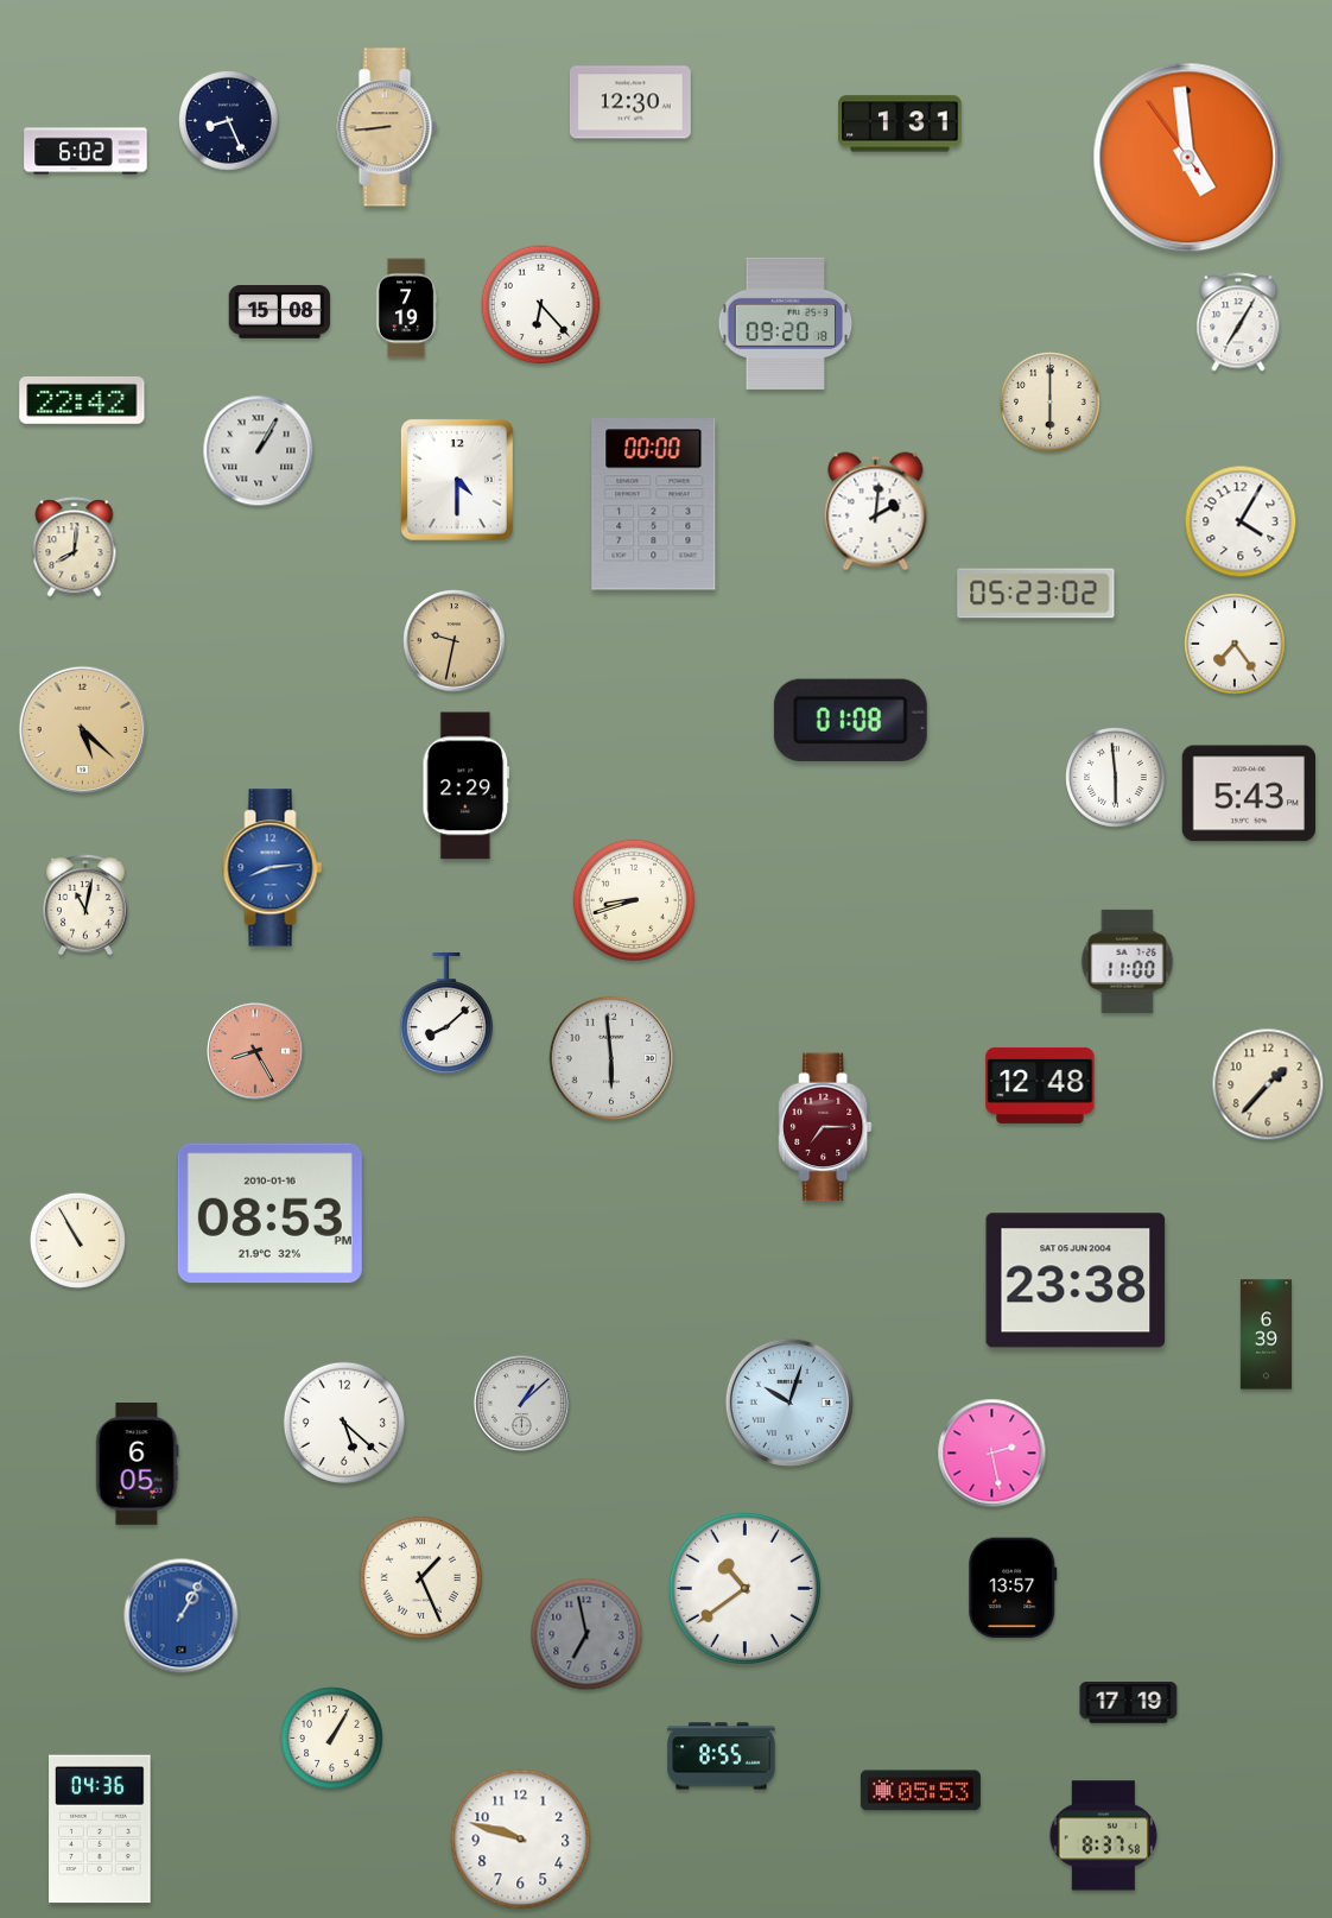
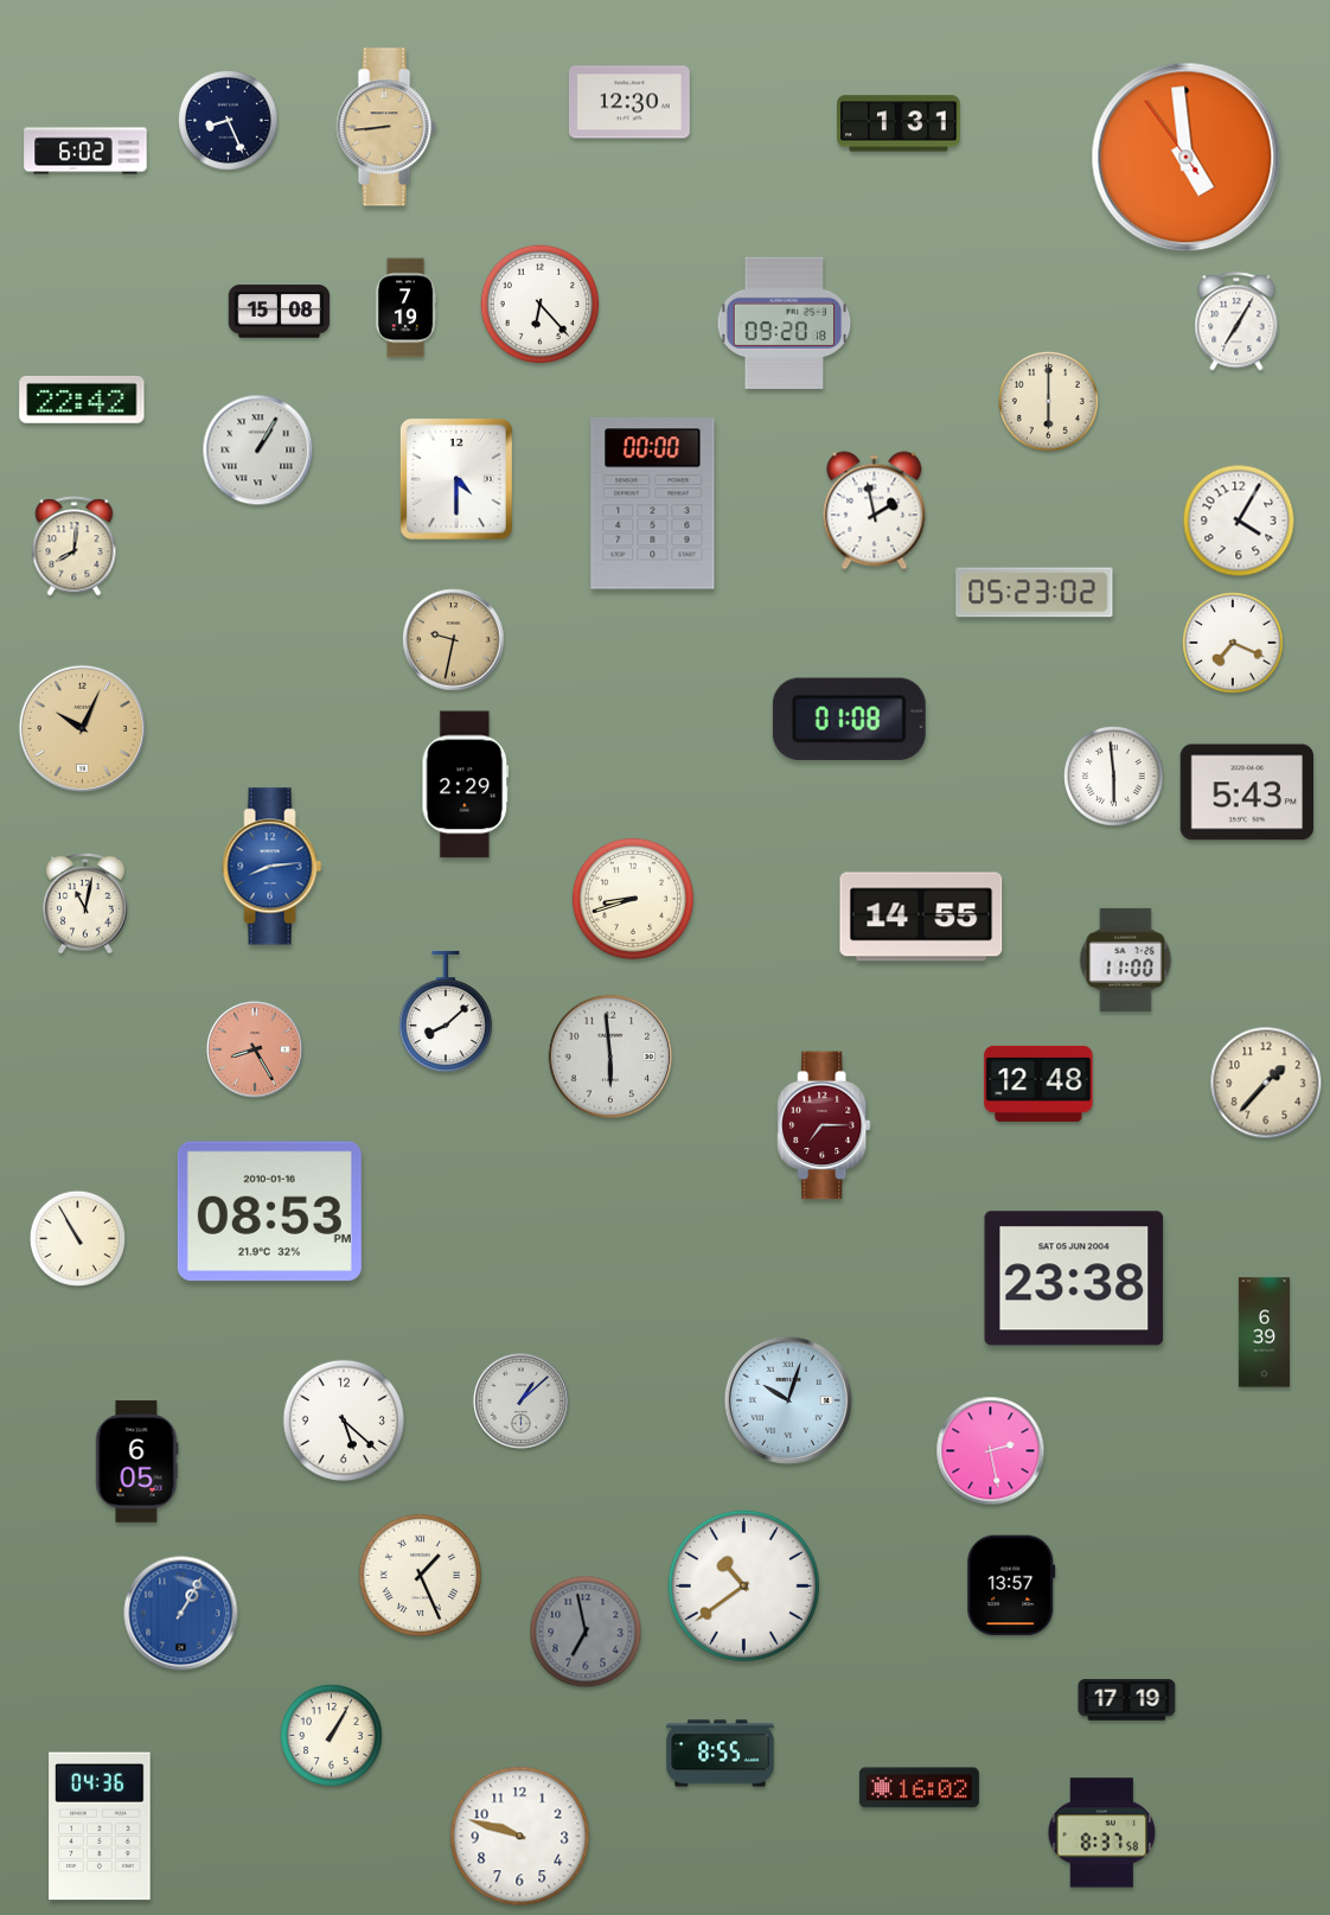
clock at (876, 512): 2:01 -> 1:58
clock at (1235, 644): 7:24 -> 7:19
clock at (82, 729): 5:22 -> 10:04
clock at (921, 917): none -> 14:55
clock at (920, 1791): 05:53 -> 16:02
